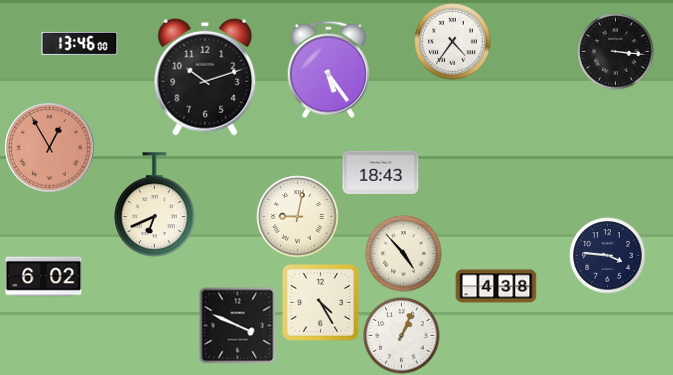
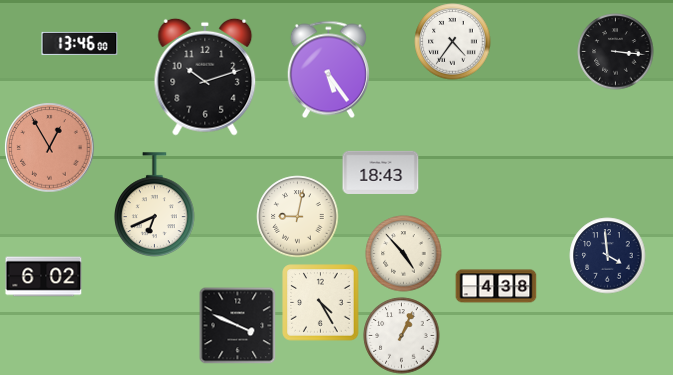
clock at (608, 256): 3:46 -> 3:59
